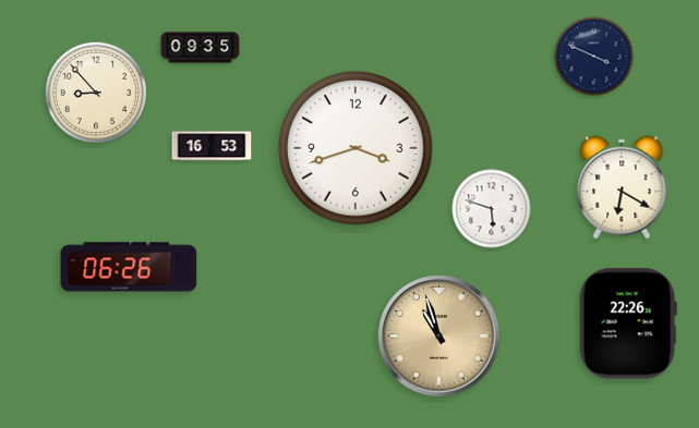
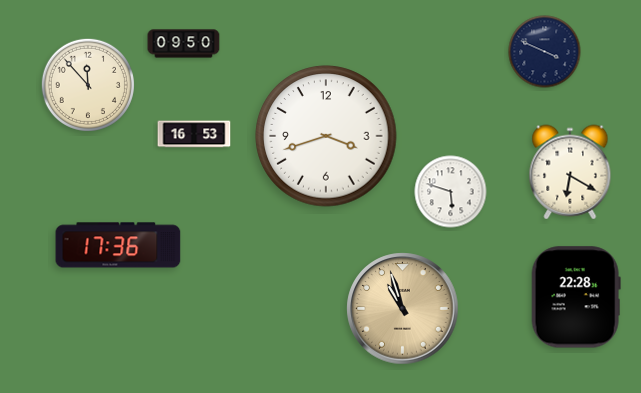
clock at (201, 48): 09:35 -> 09:50
clock at (96, 93): 8:53 -> 11:53
clock at (129, 267): 06:26 -> 17:36
clock at (628, 323): 22:26 -> 22:28
